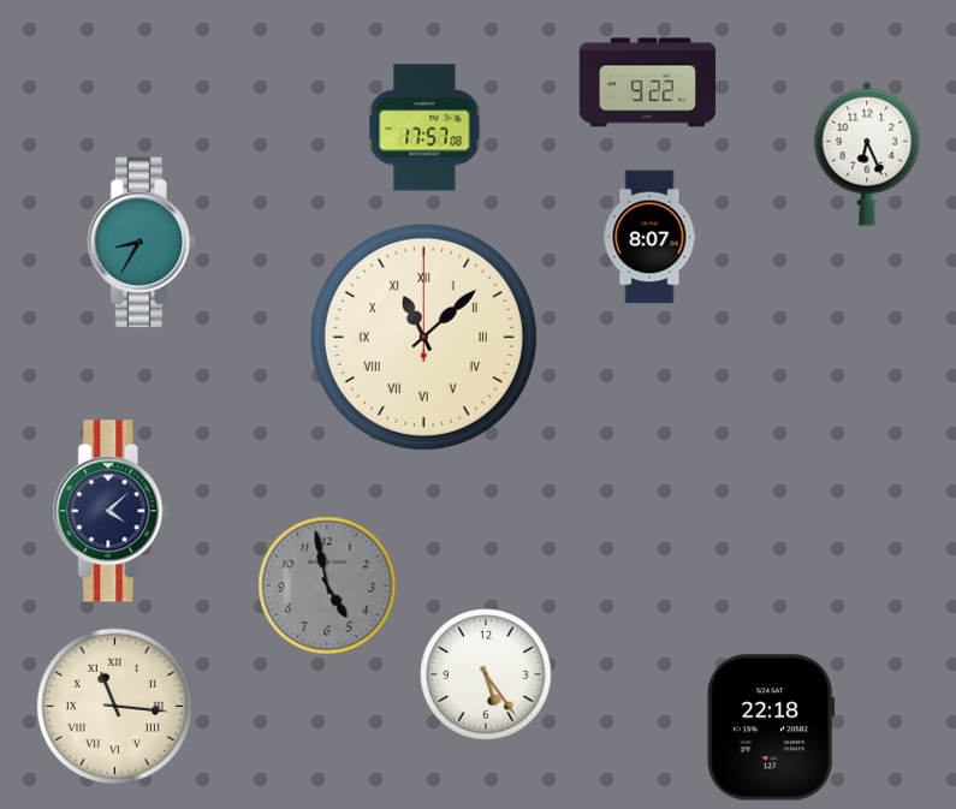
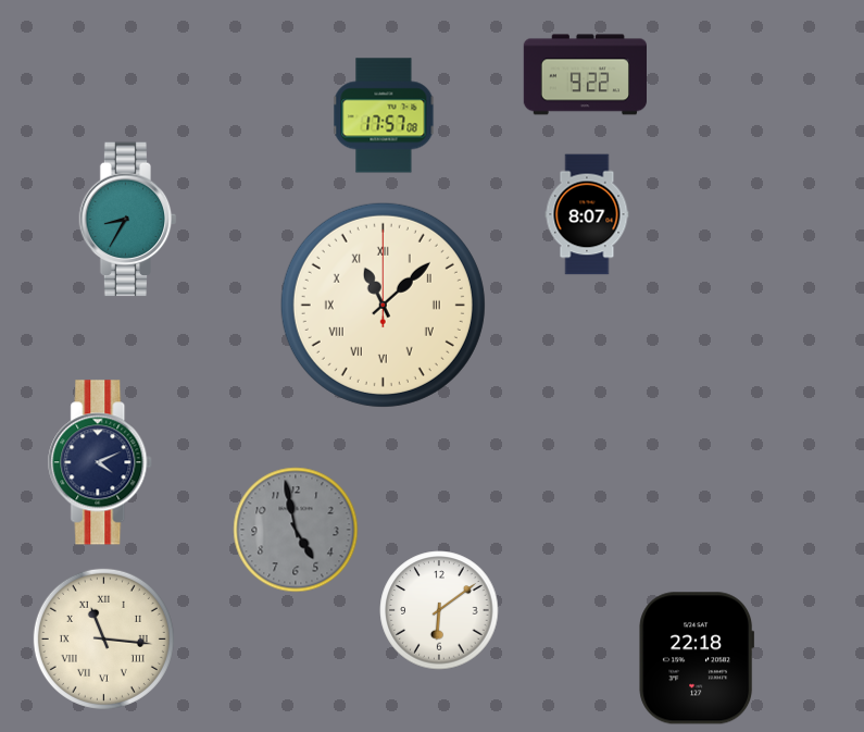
clock at (867, 154): 6:26 -> none
clock at (112, 511): 4:08 -> 4:11
clock at (486, 674): 5:24 -> 6:09
